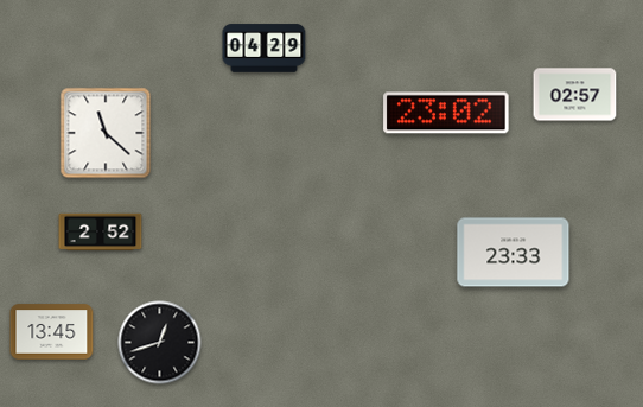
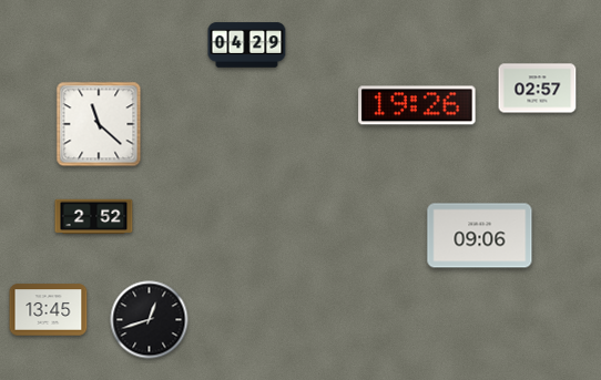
clock at (446, 113): 23:02 -> 19:26
clock at (514, 253): 23:33 -> 09:06
